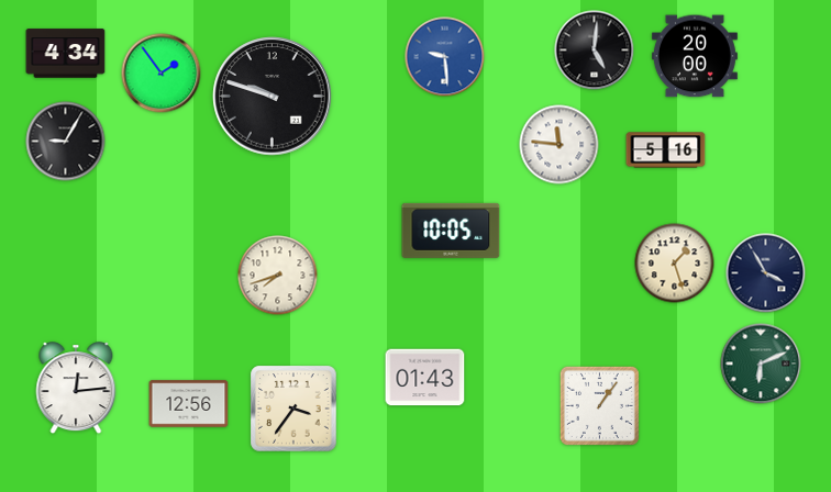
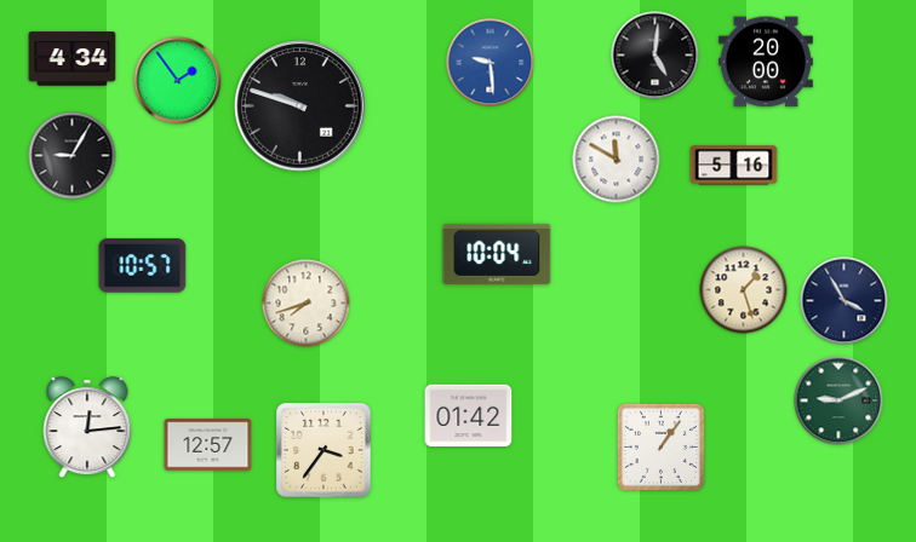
clock at (559, 145): 11:46 -> 11:50
clock at (451, 231): 10:05 -> 10:04
clock at (143, 266): none -> 10:57
clock at (761, 364): 6:11 -> 9:11
clock at (425, 378): 01:43 -> 01:42
clock at (76, 389) position: (76, 389) -> (87, 428)
clock at (189, 404): 12:56 -> 12:57
